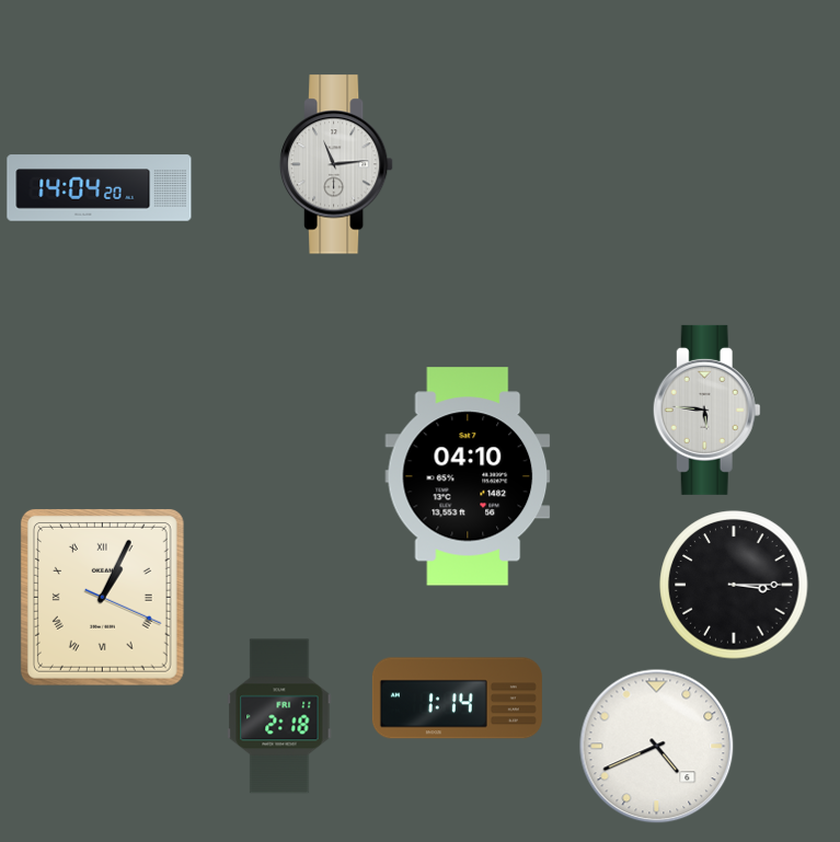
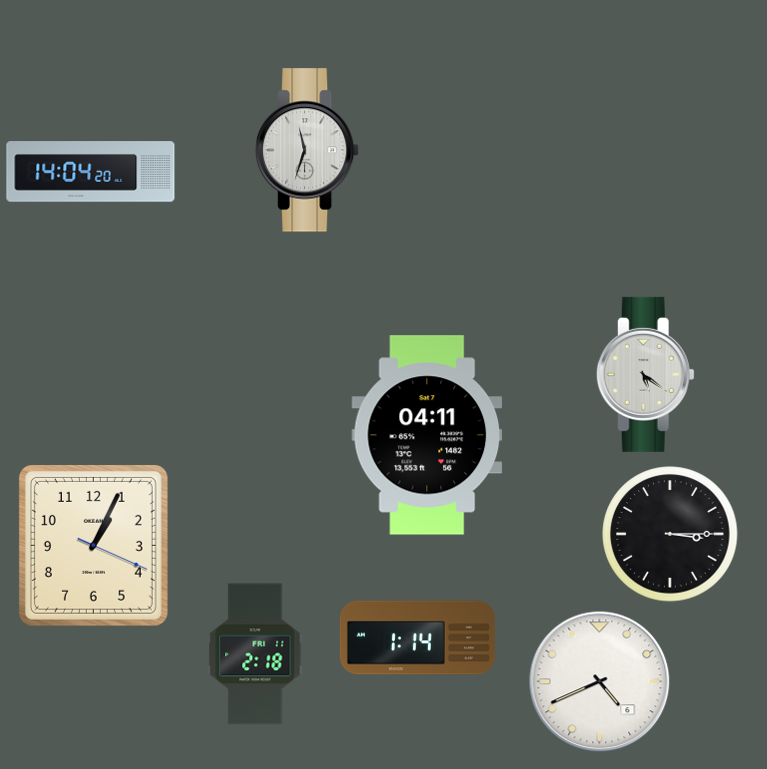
clock at (336, 164): 11:14 -> 11:33
clock at (706, 410): 5:46 -> 5:21
clock at (468, 476): 04:10 -> 04:11
clock at (102, 597) numerals: Roman -> Arabic
